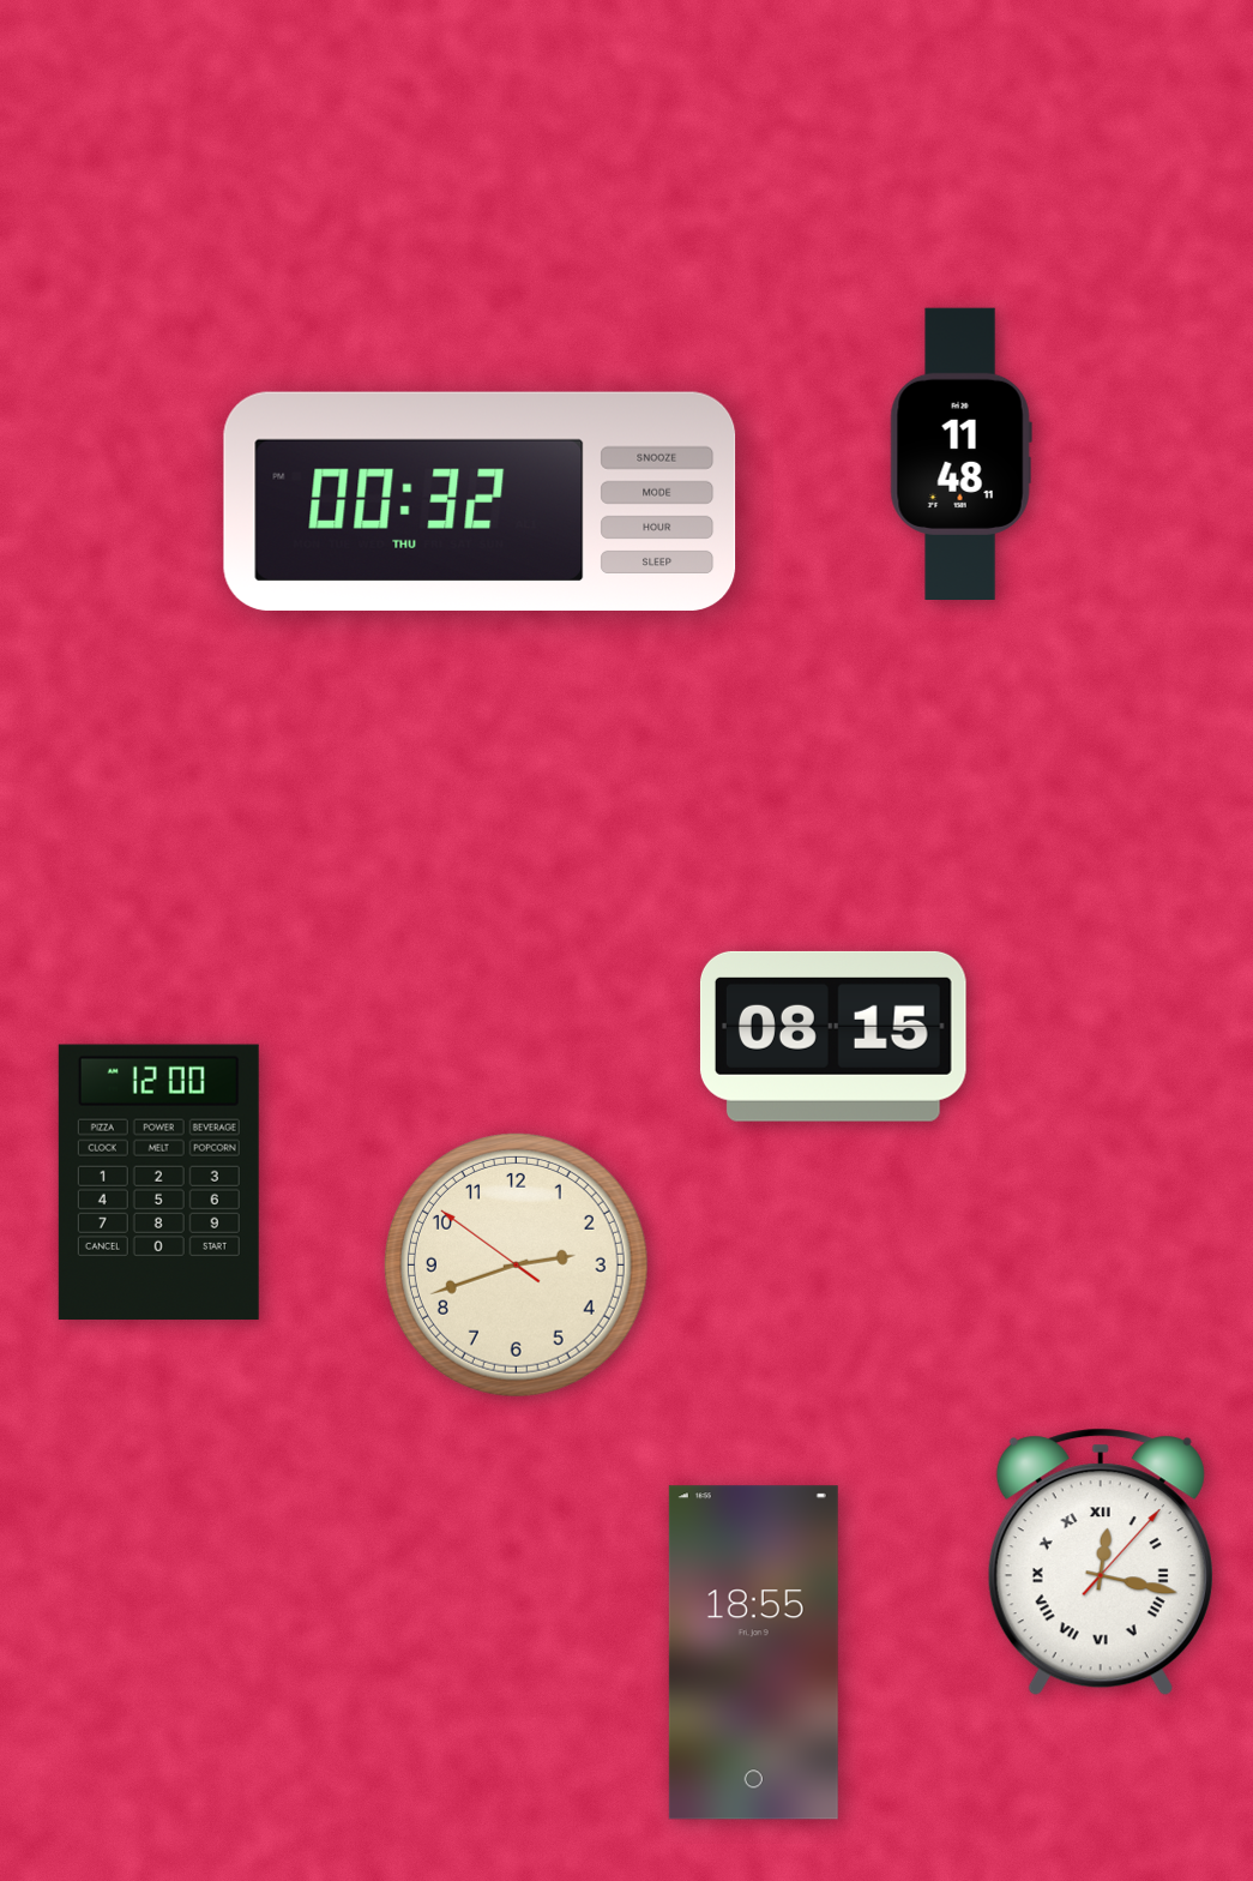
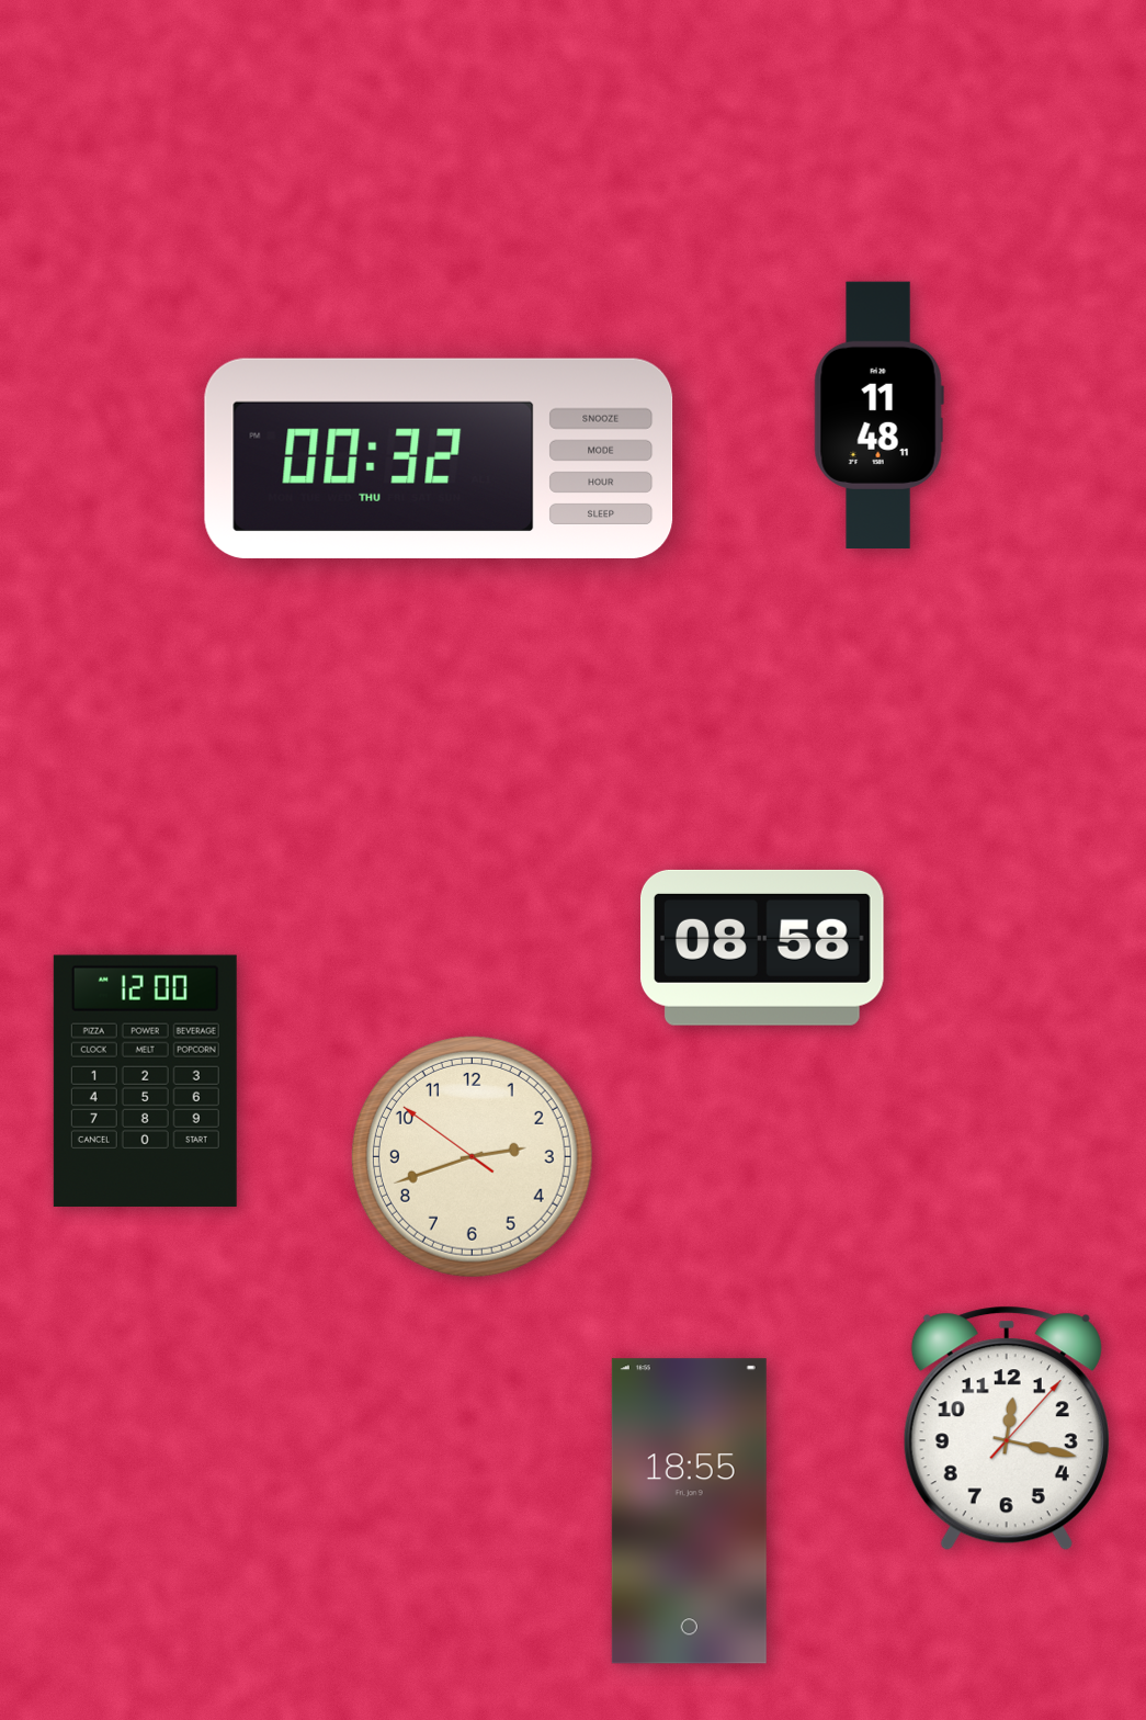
clock at (833, 1036): 08:15 -> 08:58
clock at (1101, 1562) numerals: Roman -> Arabic
